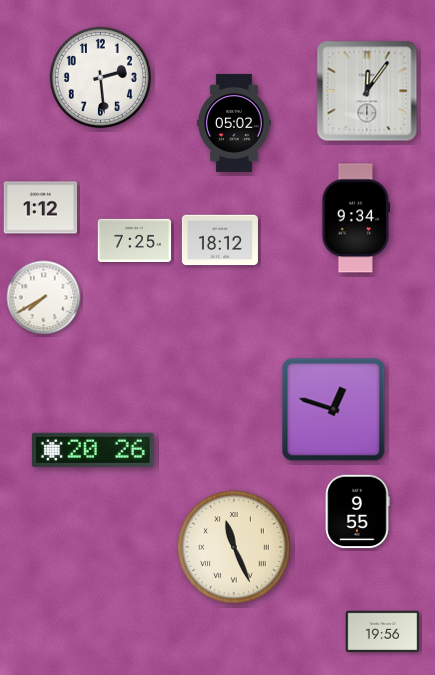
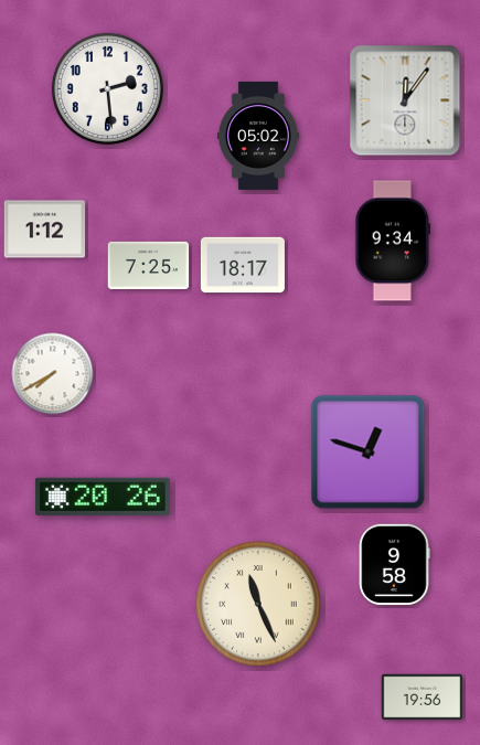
clock at (100, 77) position: (100, 77) -> (107, 88)
clock at (220, 240): 18:12 -> 18:17
clock at (44, 298) position: (44, 298) -> (53, 374)
clock at (357, 512): 9:55 -> 9:58
